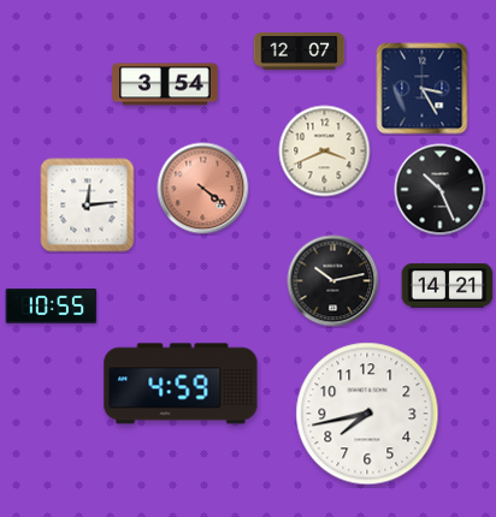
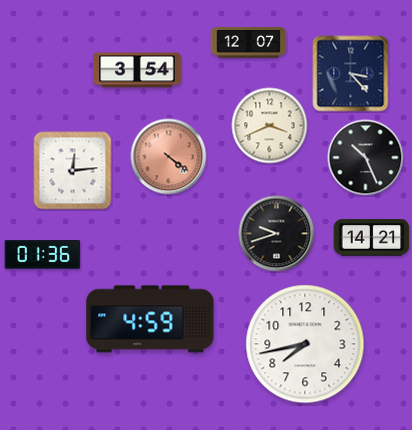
clock at (423, 89): 3:25 -> 3:23
clock at (333, 281): 10:13 -> 9:42
clock at (52, 305): 10:55 -> 01:36
